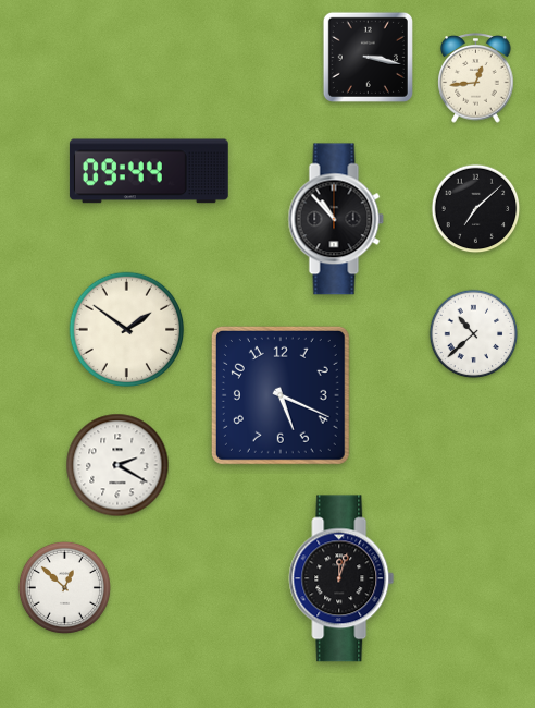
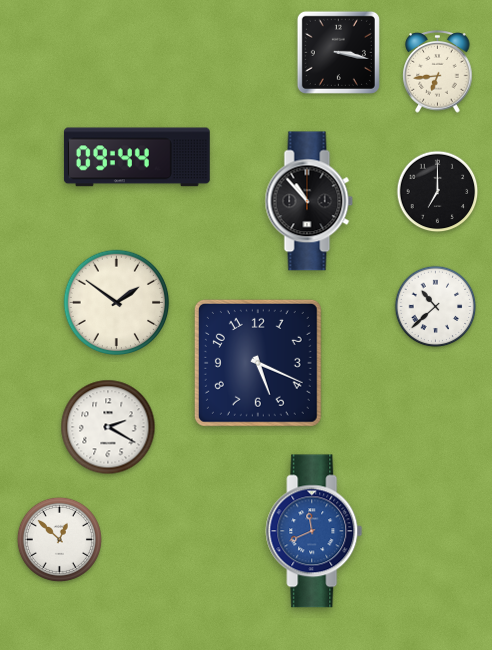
clock at (476, 78): 12:44 -> 6:44
clock at (476, 209): 7:08 -> 7:00
clock at (341, 578): 12:03 -> 11:41
clock at (341, 578) dial: black -> blue
